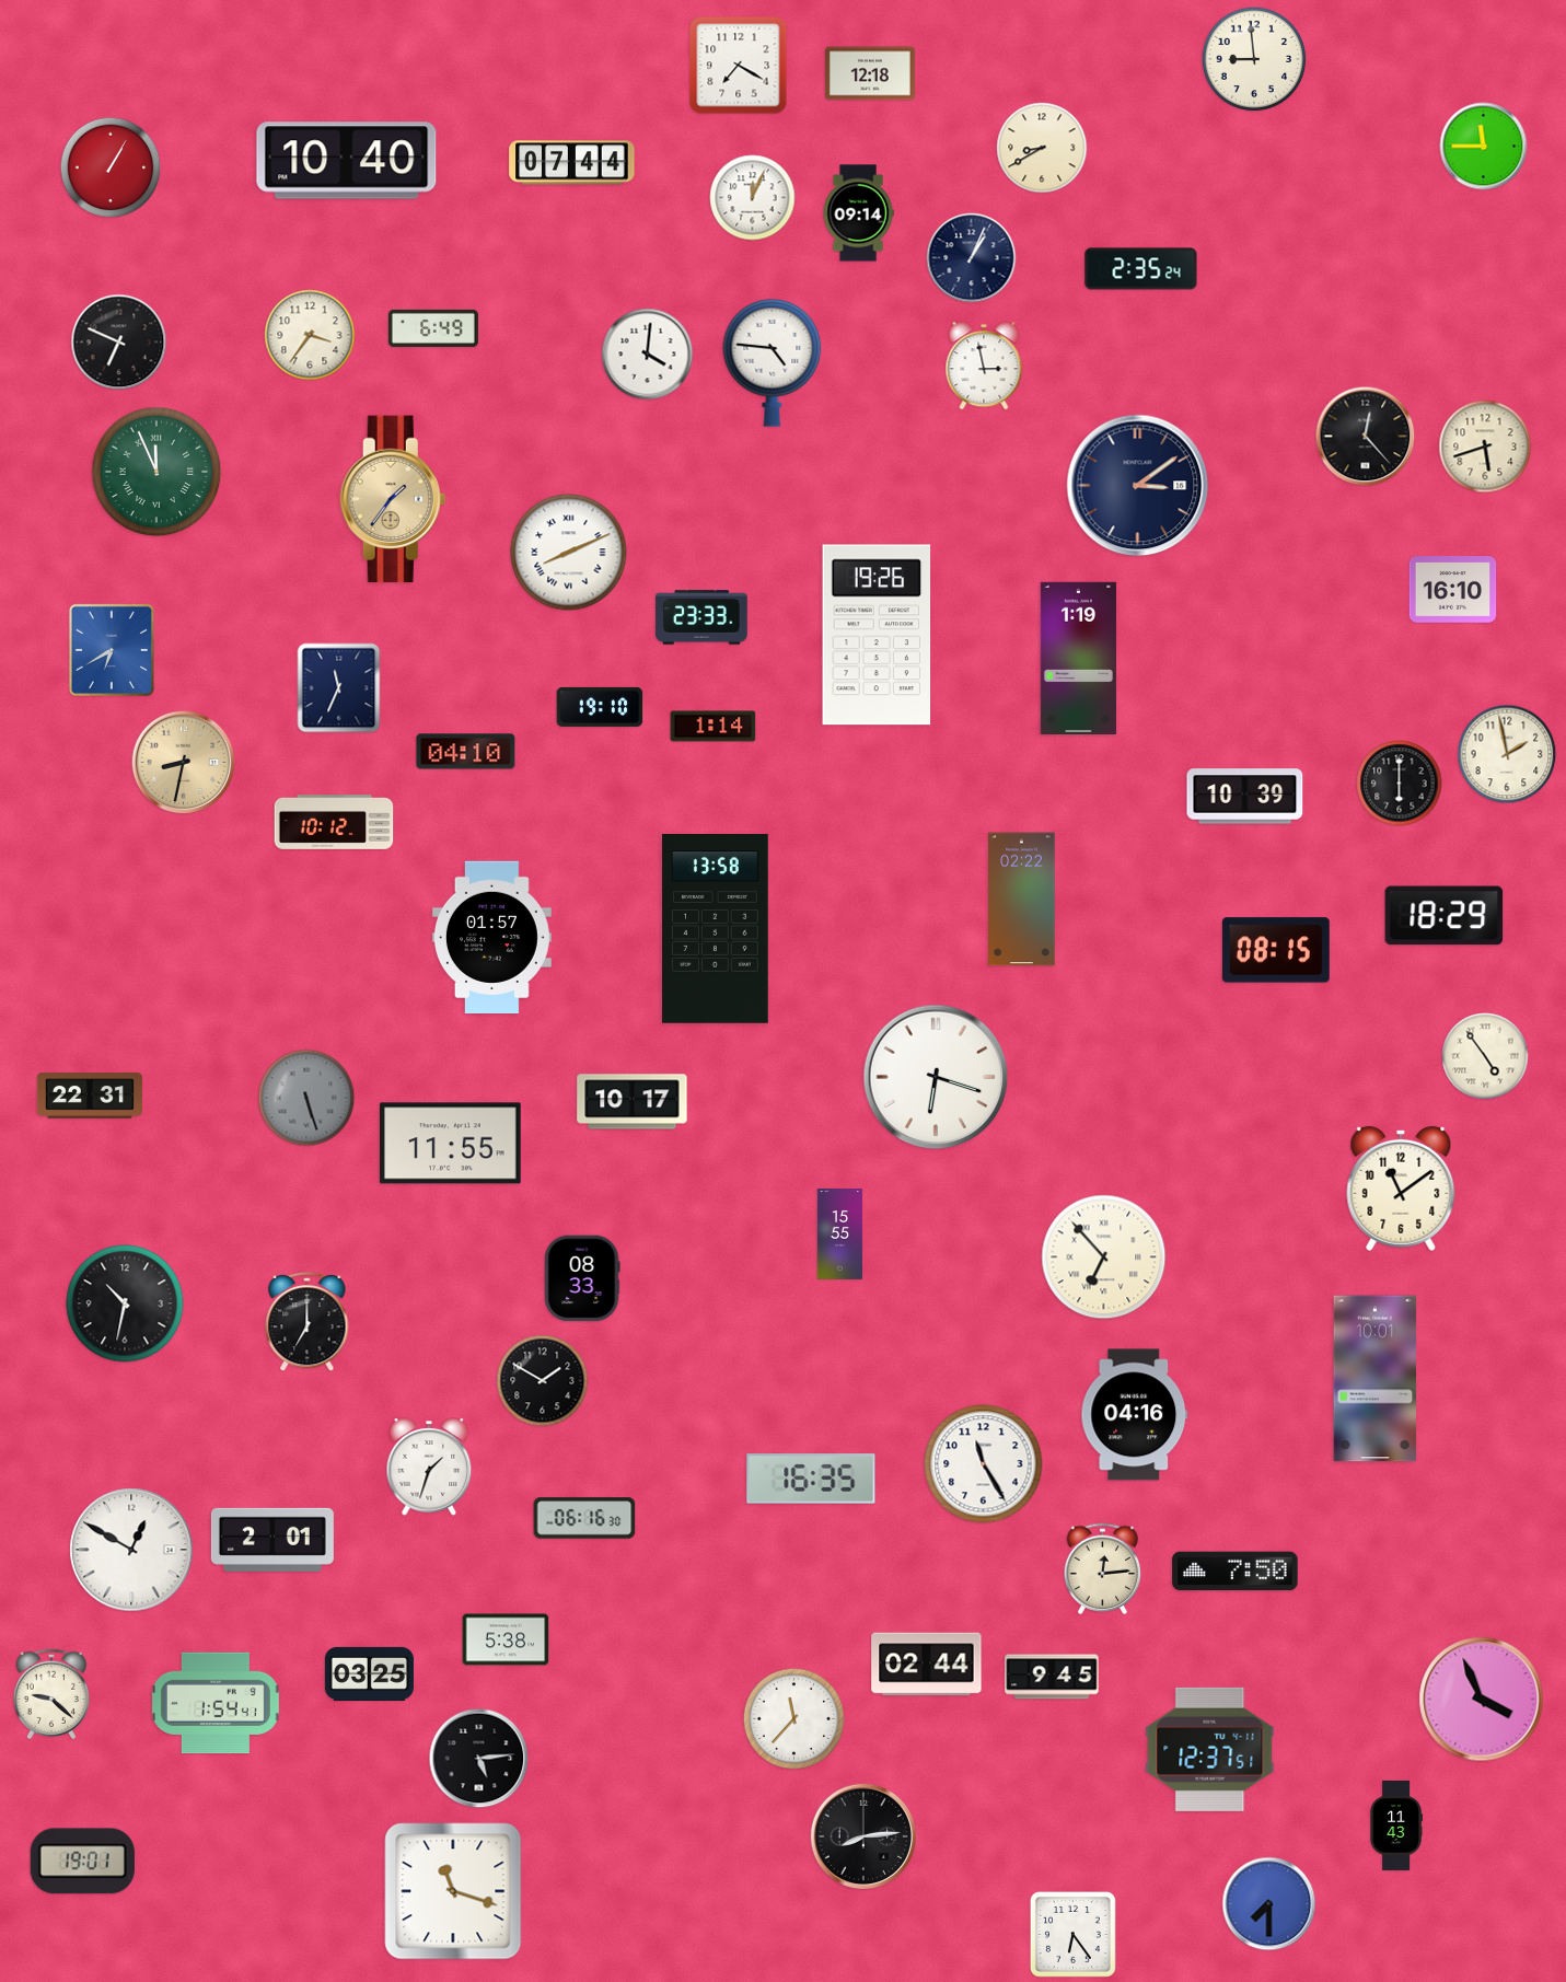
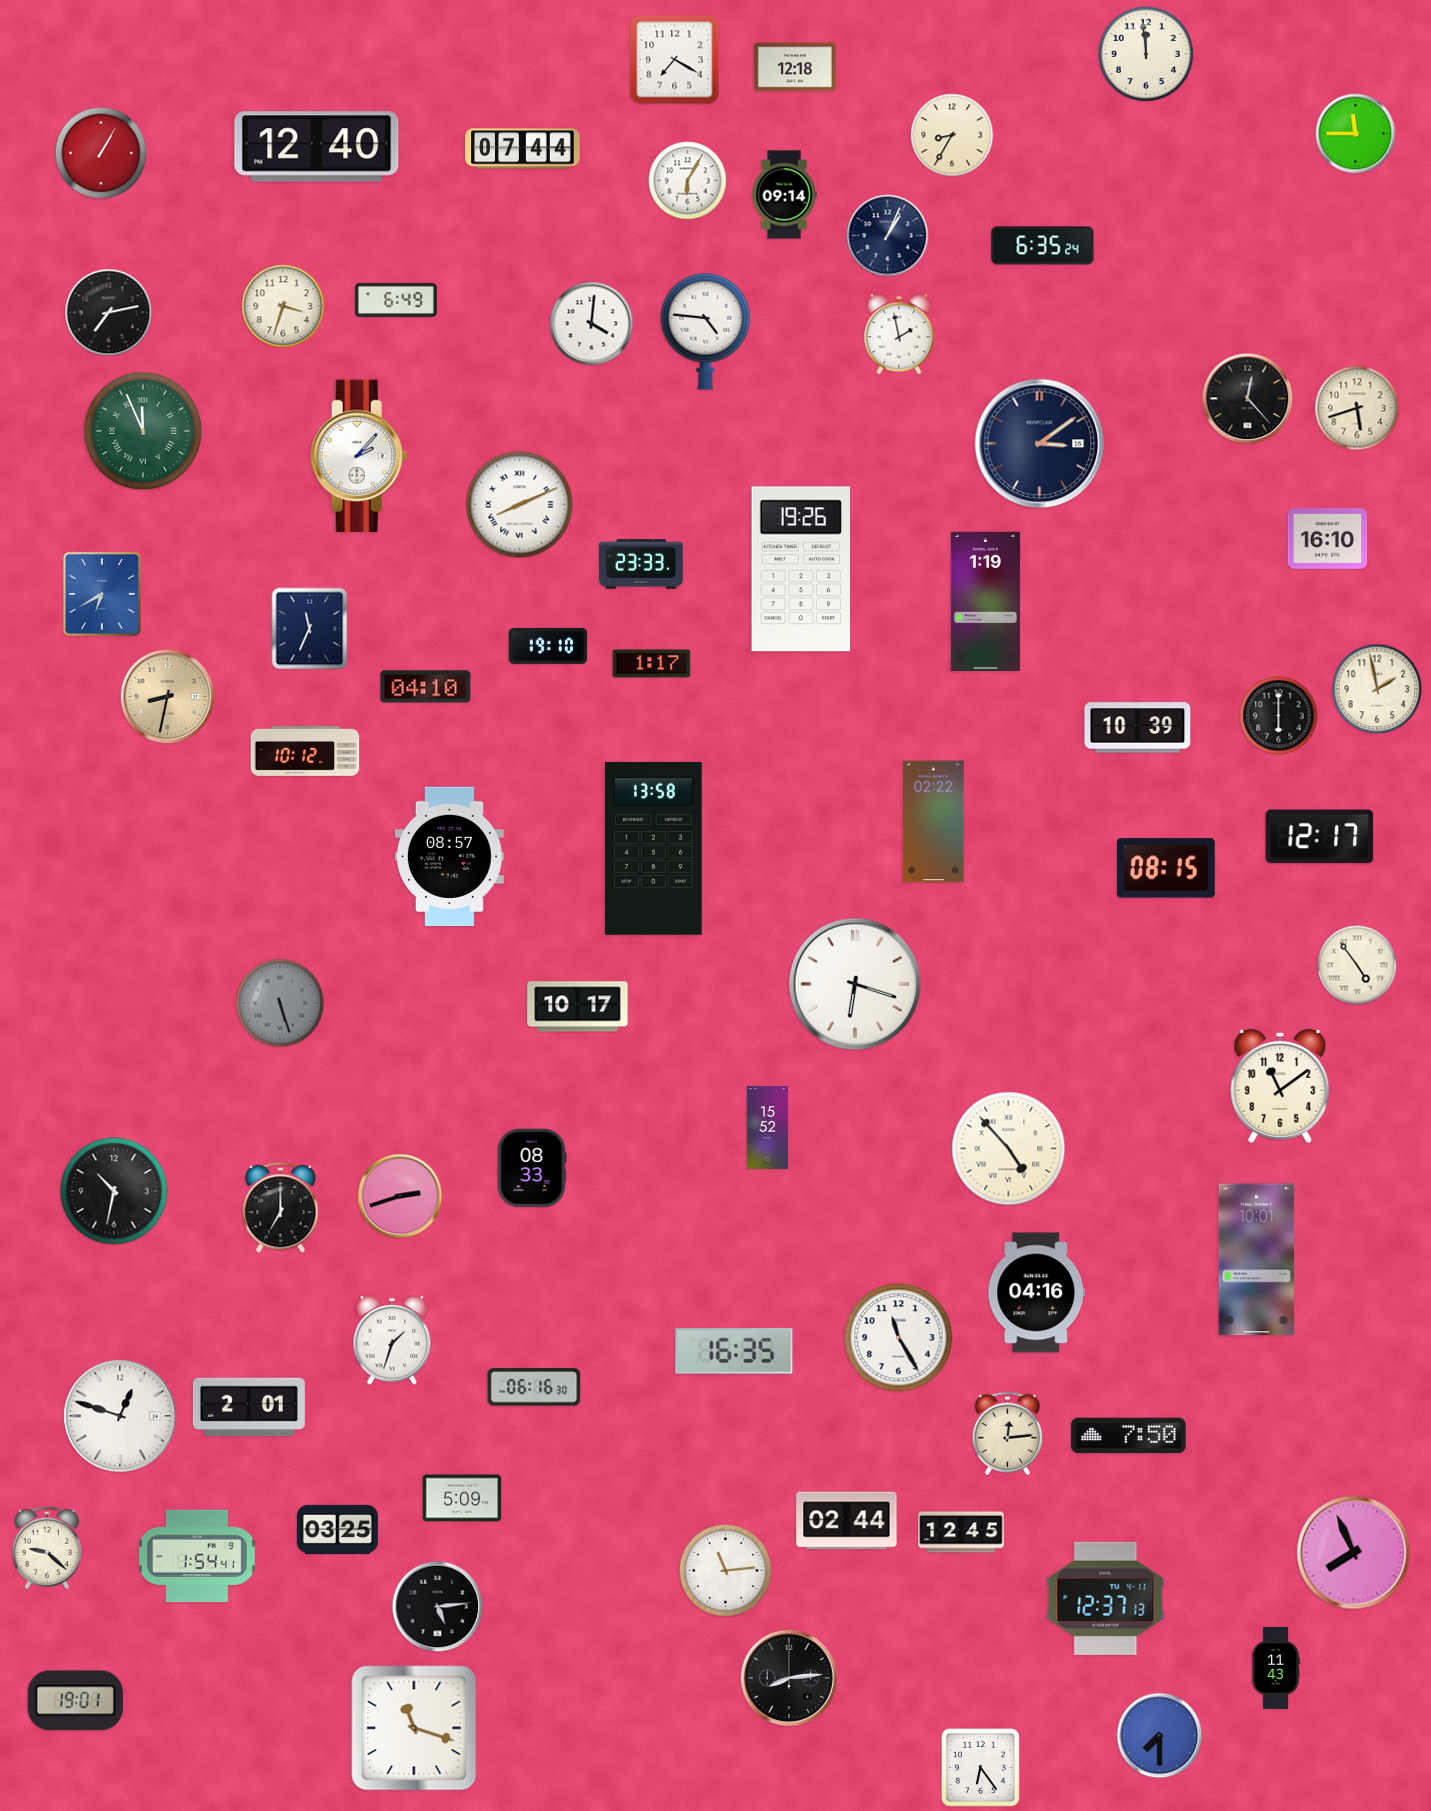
clock at (1254, 59): 8:59 -> 11:59
clock at (1042, 148): 8:40 -> 8:35
clock at (347, 161): 10:40 -> 12:40
clock at (753, 198): 12:04 -> 6:05
clock at (1141, 269): 2:35 -> 6:35
clock at (310, 335): 3:36 -> 3:33
clock at (119, 343): 6:49 -> 7:13
clock at (984, 366): 2:58 -> 1:58
clock at (393, 499): 1:36 -> 2:07
clock at (393, 499) dial: champagne -> white
clock at (877, 635) position: (877, 635) -> (801, 569)
clock at (714, 727): 1:14 -> 1:17
clock at (1445, 916): 18:29 -> 12:17
clock at (491, 937): 01:57 -> 08:57
clock at (90, 1096): 22:31 -> none
clock at (451, 1144): 11:55 -> none
clock at (839, 1235): 15:55 -> 15:52
clock at (1104, 1257): 6:53 -> 4:53
clock at (400, 1196): none -> 2:42
clock at (543, 1381): 1:50 -> none
clock at (811, 1479) position: (811, 1479) -> (734, 1351)
clock at (131, 1550): 12:50 -> 12:48
clock at (506, 1639): 5:38 -> 5:09
clock at (1052, 1677): 9:45 -> 12:45
clock at (1482, 1700): 3:56 -> 7:56
clock at (794, 1719): 11:37 -> 11:14
clock at (1210, 1749): 12:37:51 -> 12:37:13
clock at (1269, 1904) position: (1269, 1904) -> (1160, 1736)
